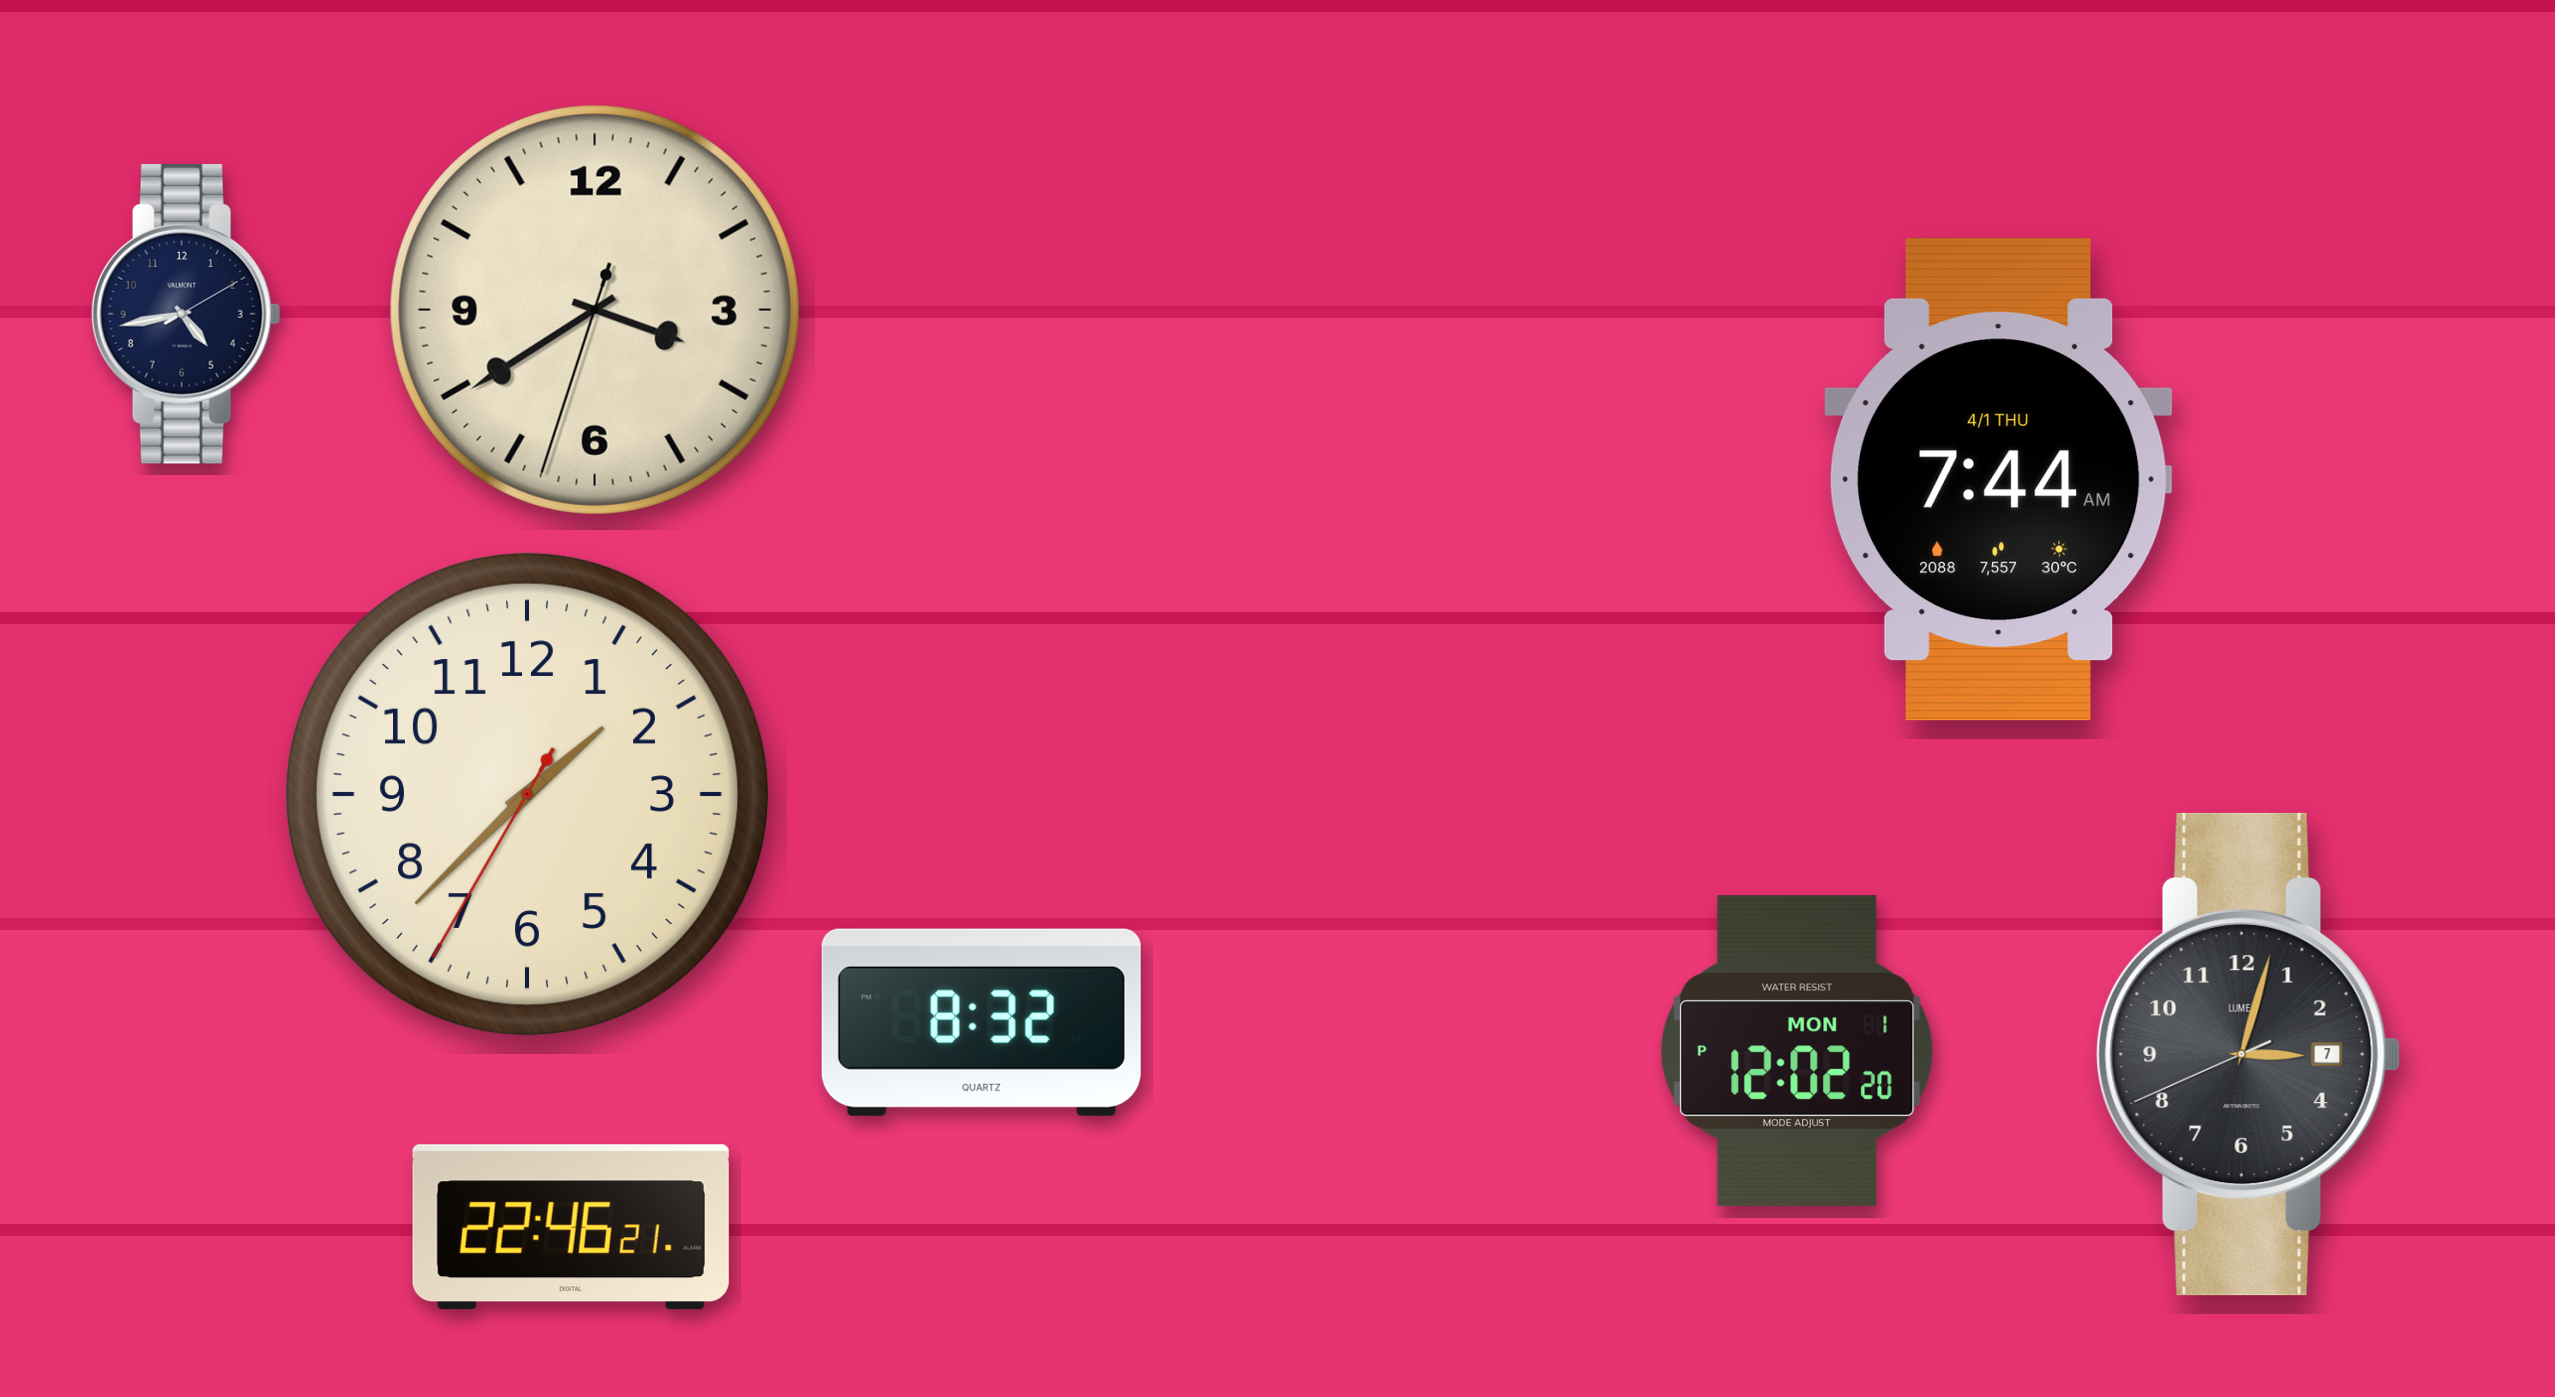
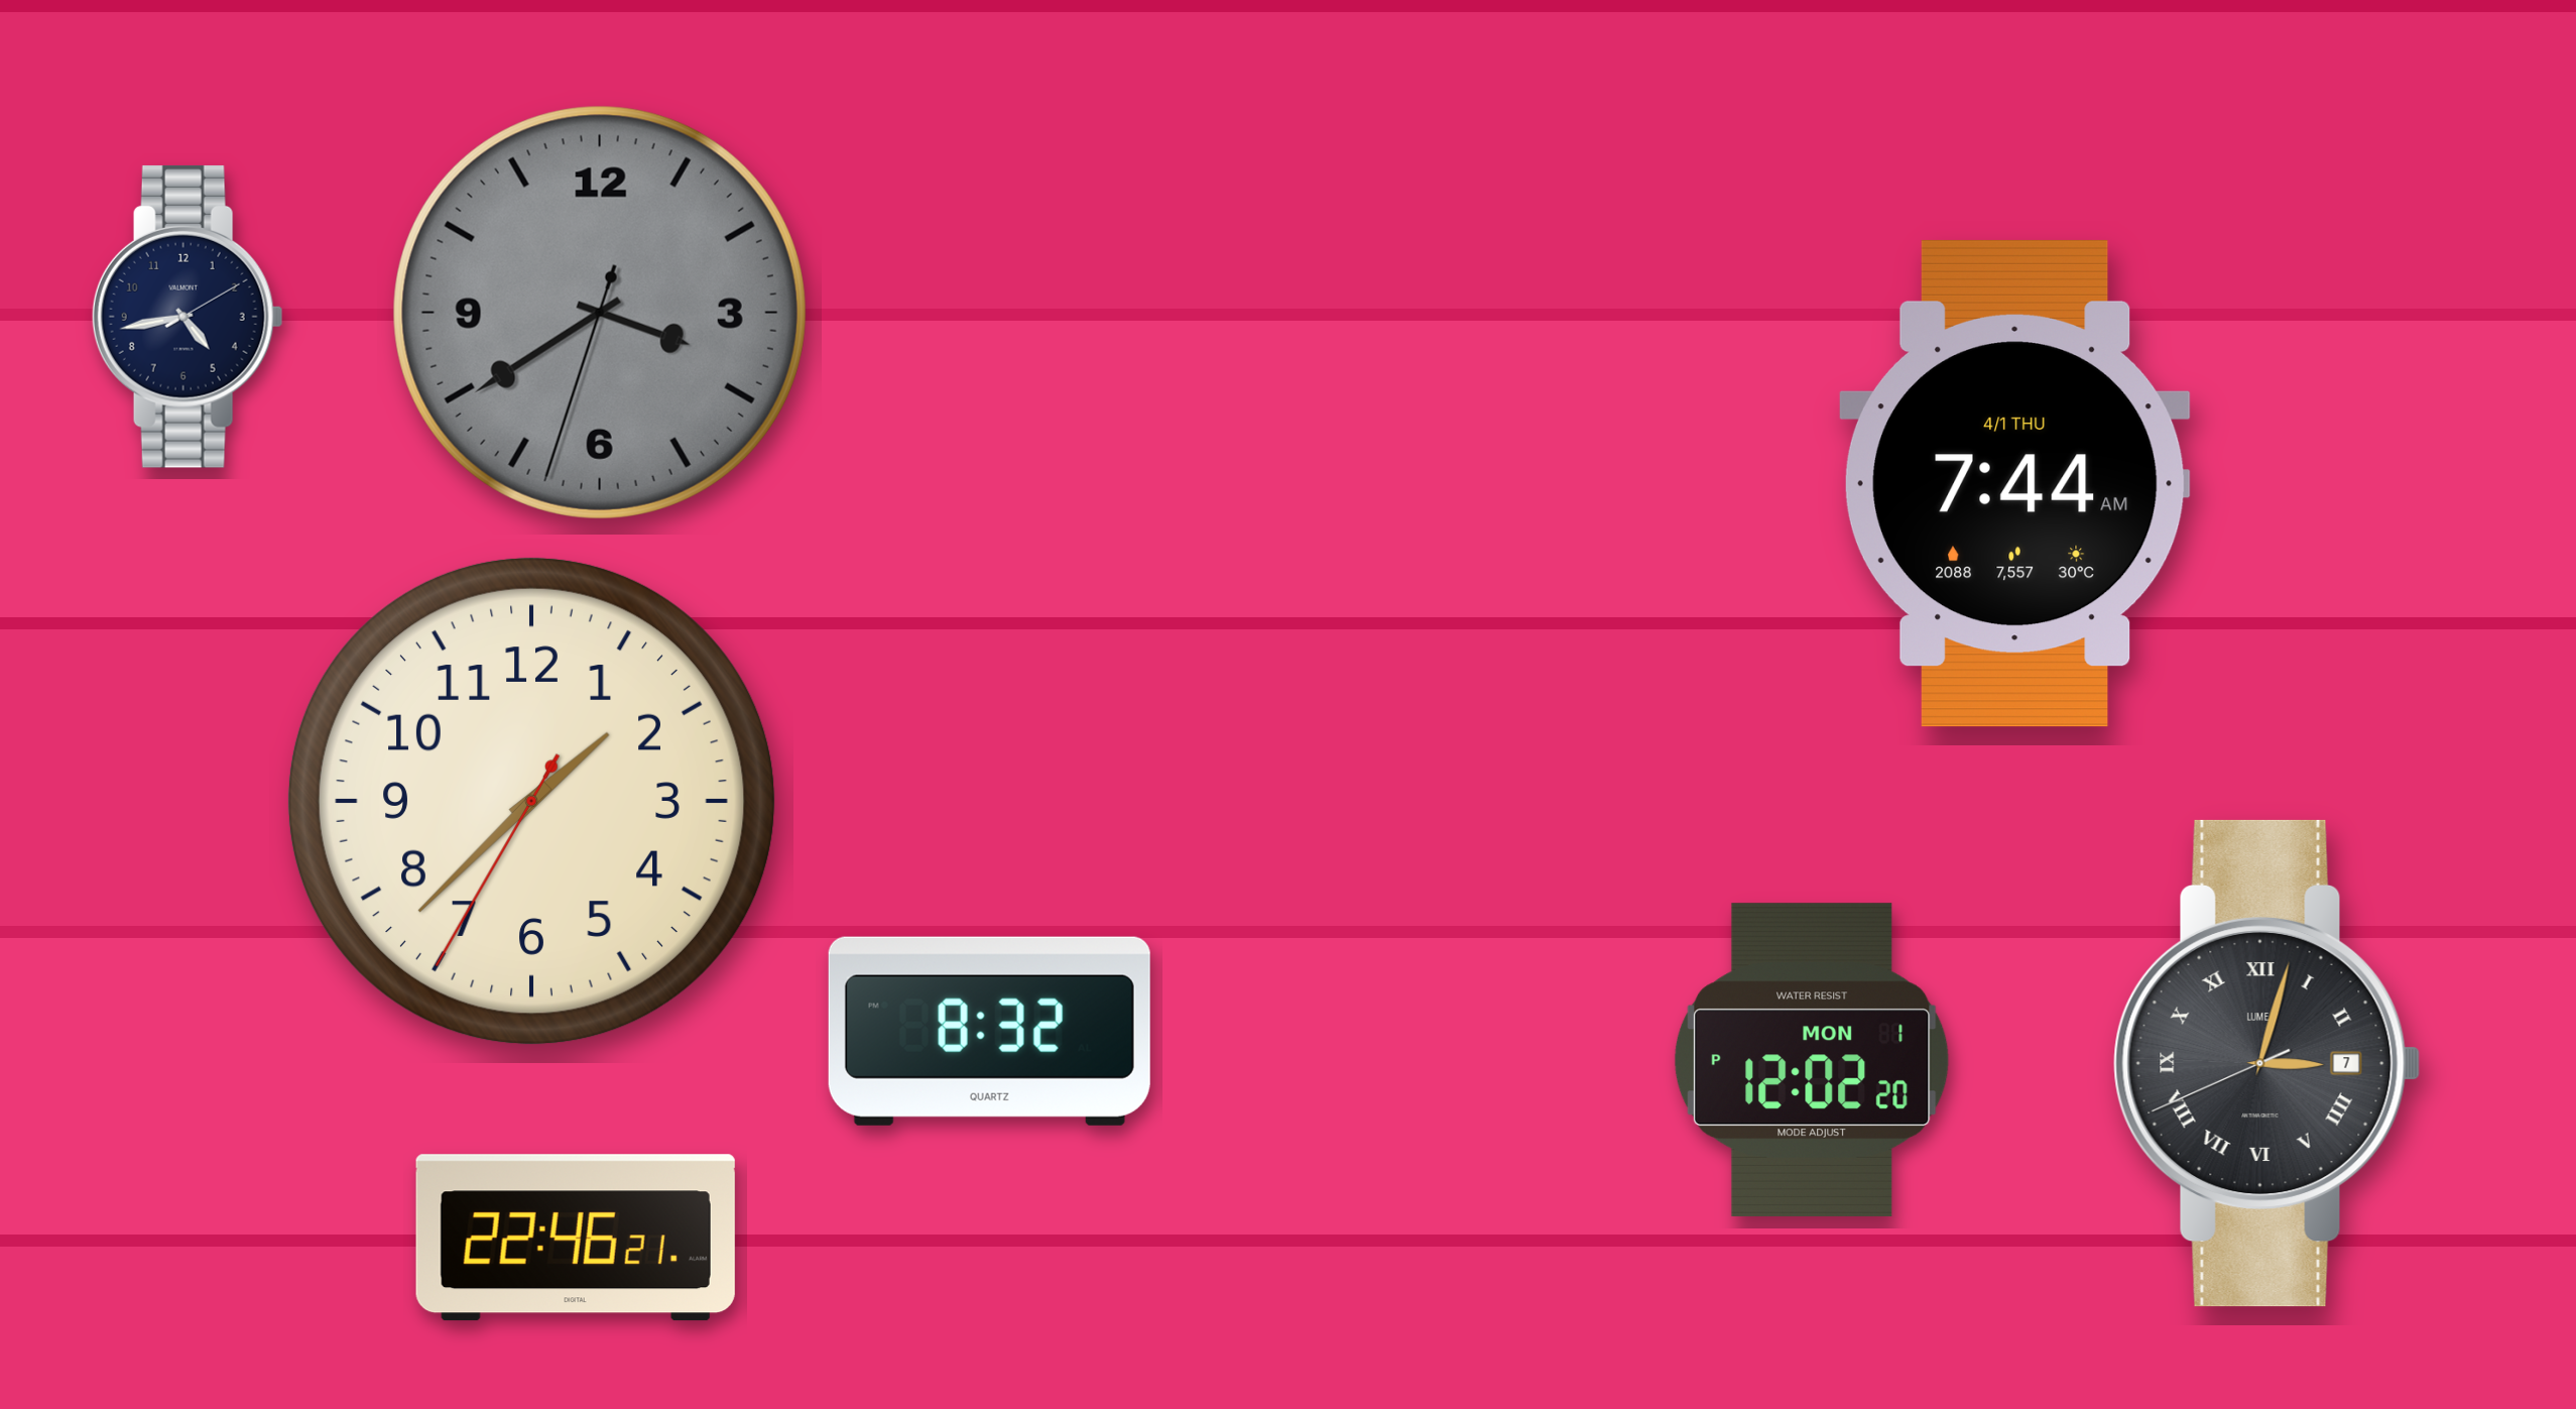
clock at (595, 310) dial: cream -> grey
clock at (2249, 1054) numerals: Arabic -> Roman
